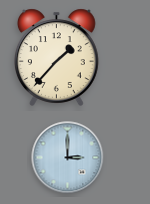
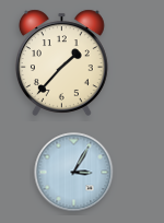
clock at (68, 158): 3:00 -> 3:05
